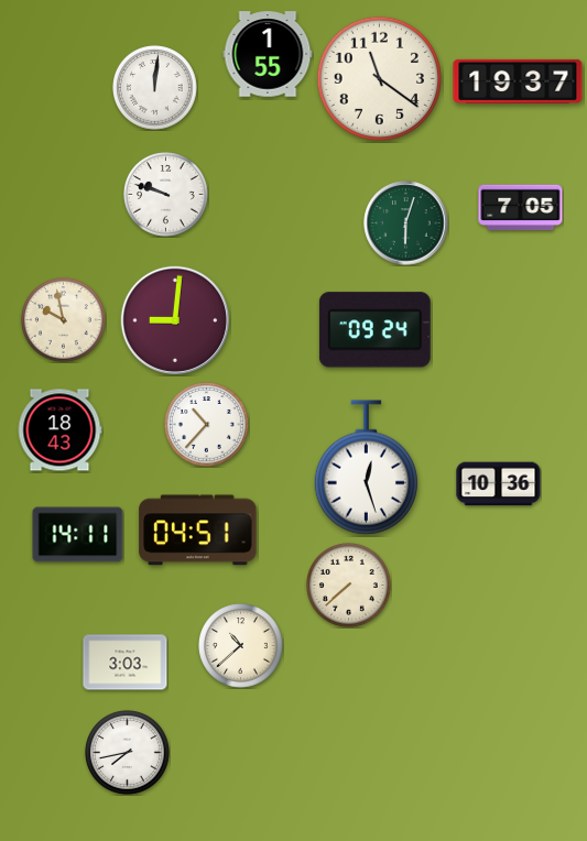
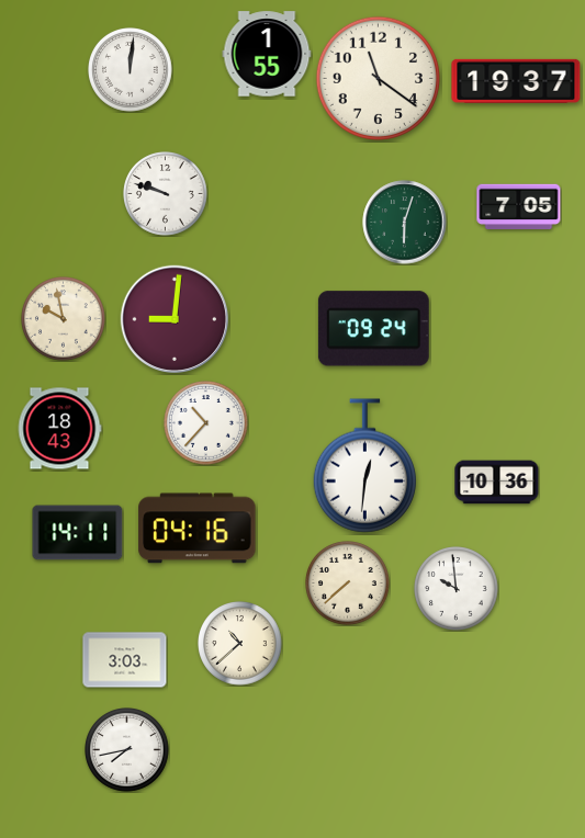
clock at (155, 88) position: (155, 88) -> (131, 70)
clock at (366, 468): 12:27 -> 12:31
clock at (198, 531): 04:51 -> 04:16
clock at (457, 589): none -> 9:59
